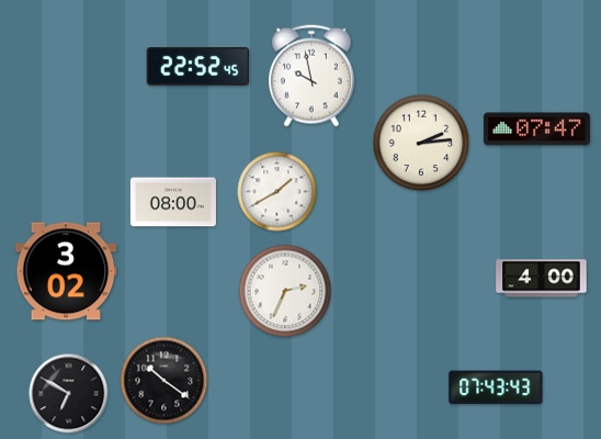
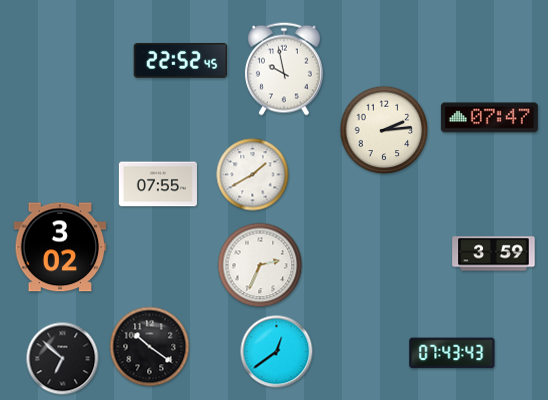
clock at (173, 202): 08:00 -> 07:55
clock at (542, 279): 4:00 -> 3:59
clock at (277, 352): none -> 12:39
clock at (69, 394): 6:50 -> 6:52
